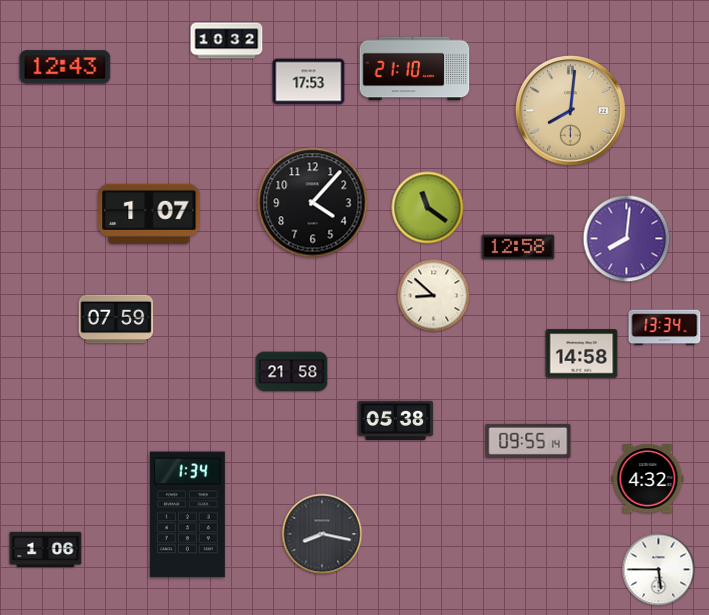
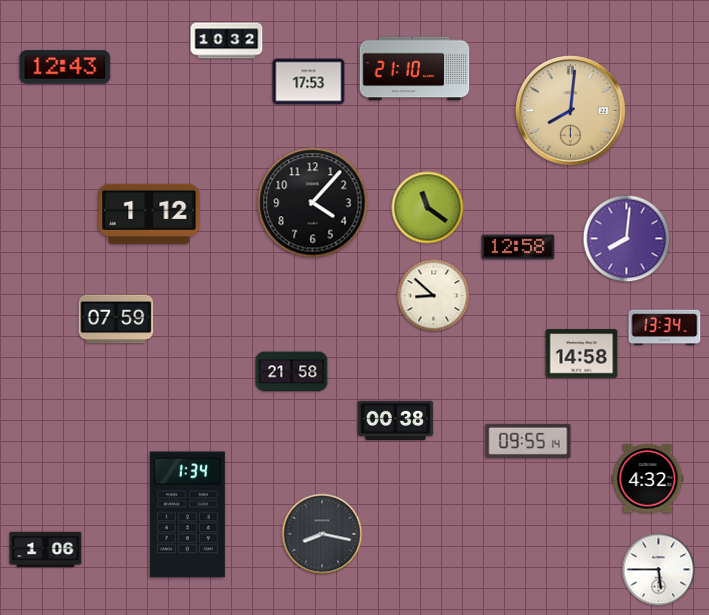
clock at (149, 214): 1:07 -> 1:12
clock at (396, 420): 05:38 -> 00:38
